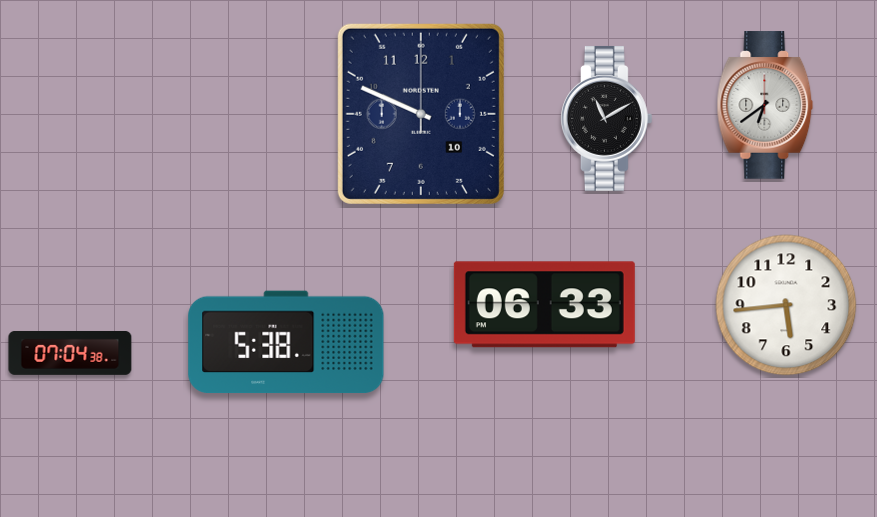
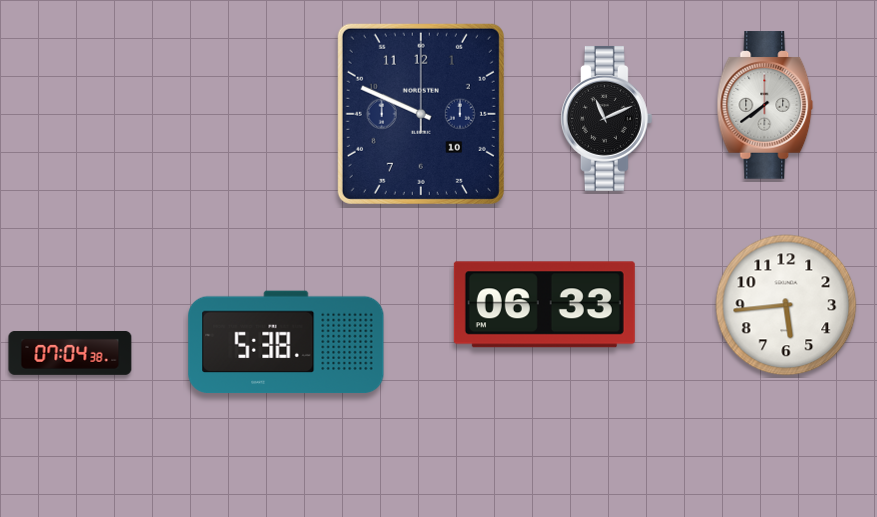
clock at (765, 105): 6:39 -> 7:39
clock at (606, 118): 11:10 -> 11:11
